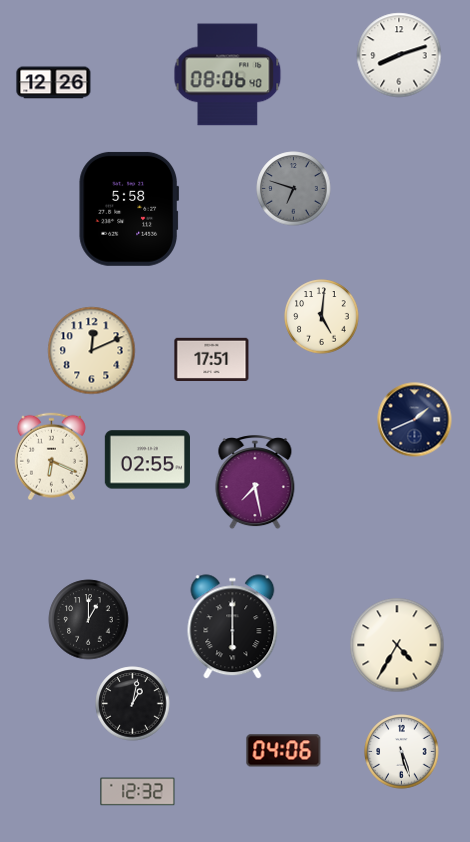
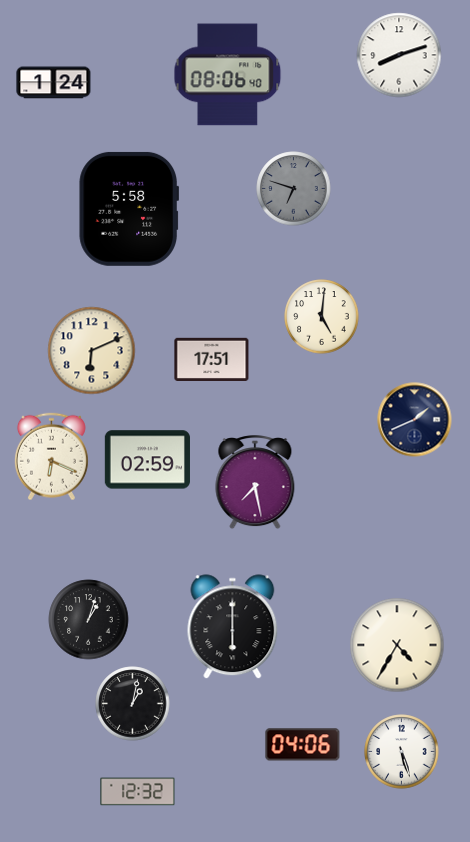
clock at (54, 83): 12:26 -> 1:24
clock at (92, 351): 12:11 -> 6:11
clock at (147, 460): 02:55 -> 02:59
clock at (89, 620): 1:00 -> 1:03
clock at (284, 751) position: (284, 751) -> (303, 745)
